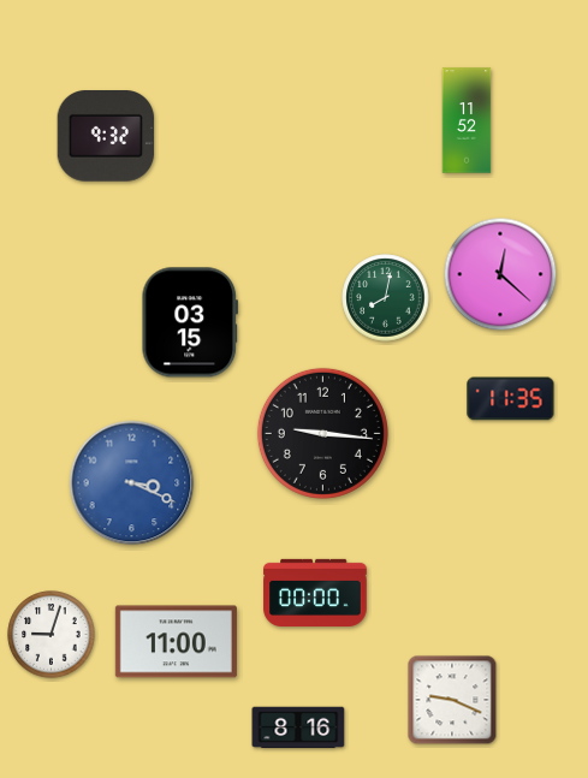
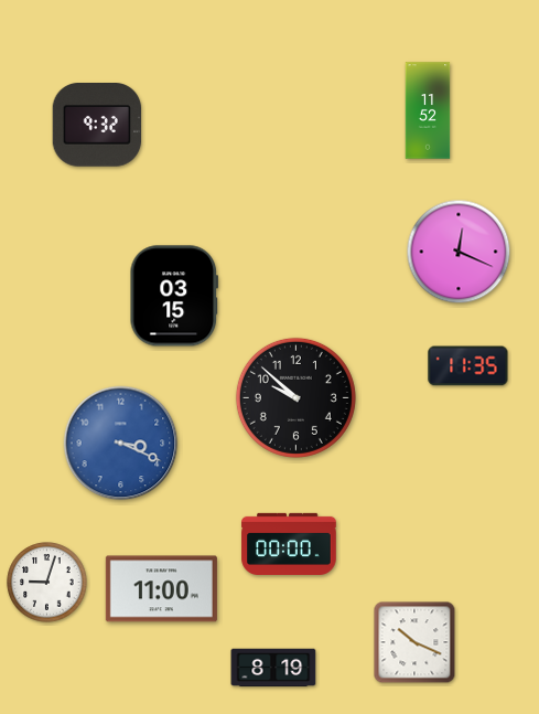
clock at (500, 274): 12:22 -> 12:19
clock at (386, 298): 8:02 -> none
clock at (322, 433): 9:16 -> 9:52
clock at (452, 700): 9:19 -> 10:19
clock at (298, 727): 8:16 -> 8:19
